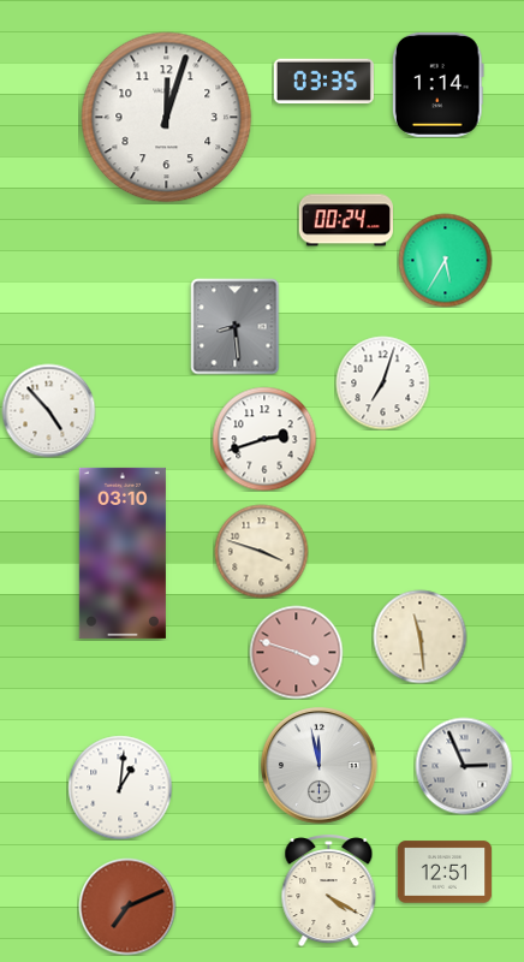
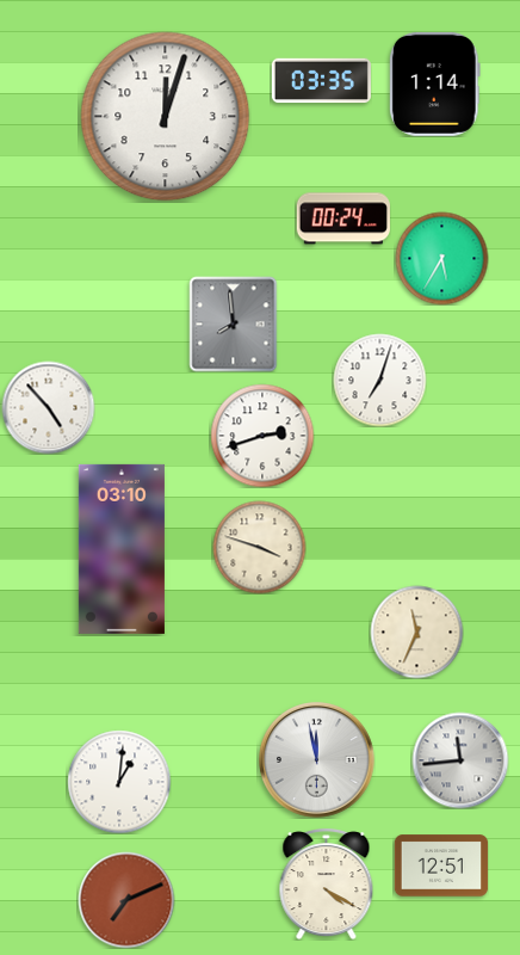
clock at (236, 326): 8:29 -> 7:59
clock at (419, 636): 11:29 -> 11:34
clock at (296, 652): 3:48 -> none
clock at (464, 766): 2:56 -> 11:44
